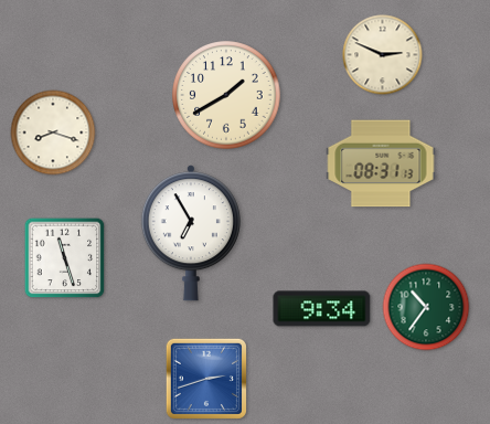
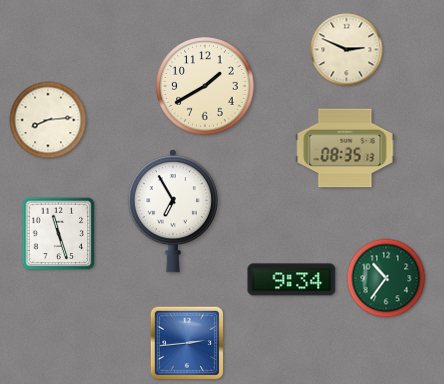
clock at (53, 132): 8:18 -> 8:14
clock at (381, 163): 08:31 -> 08:35
clock at (205, 378): 2:42 -> 2:44
